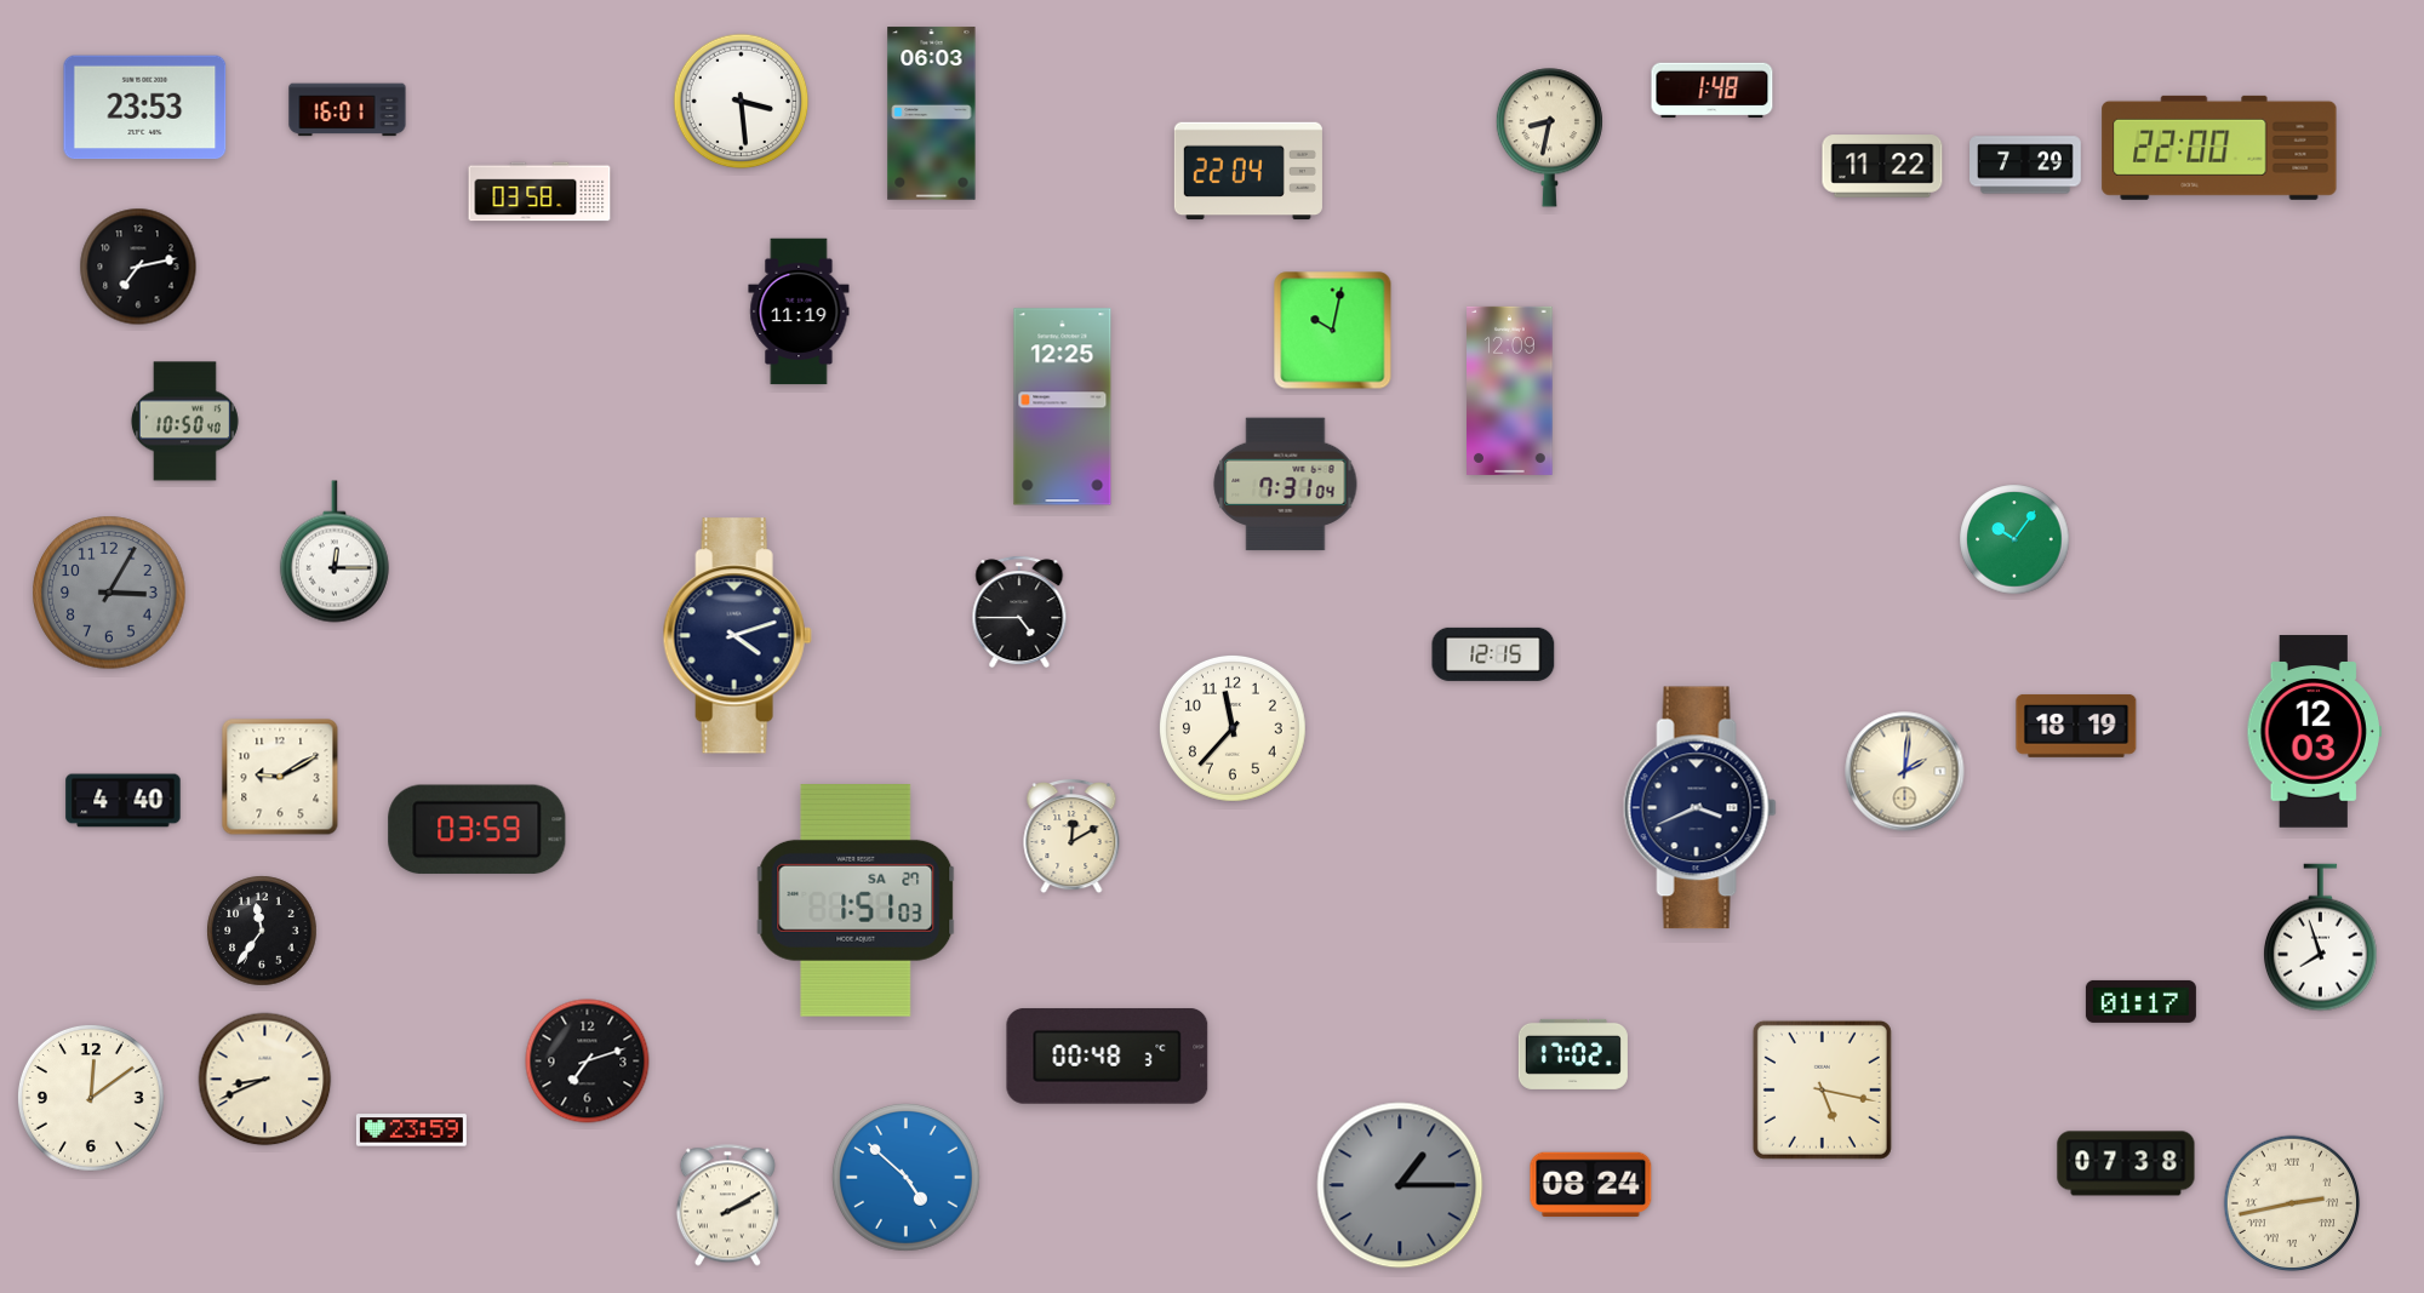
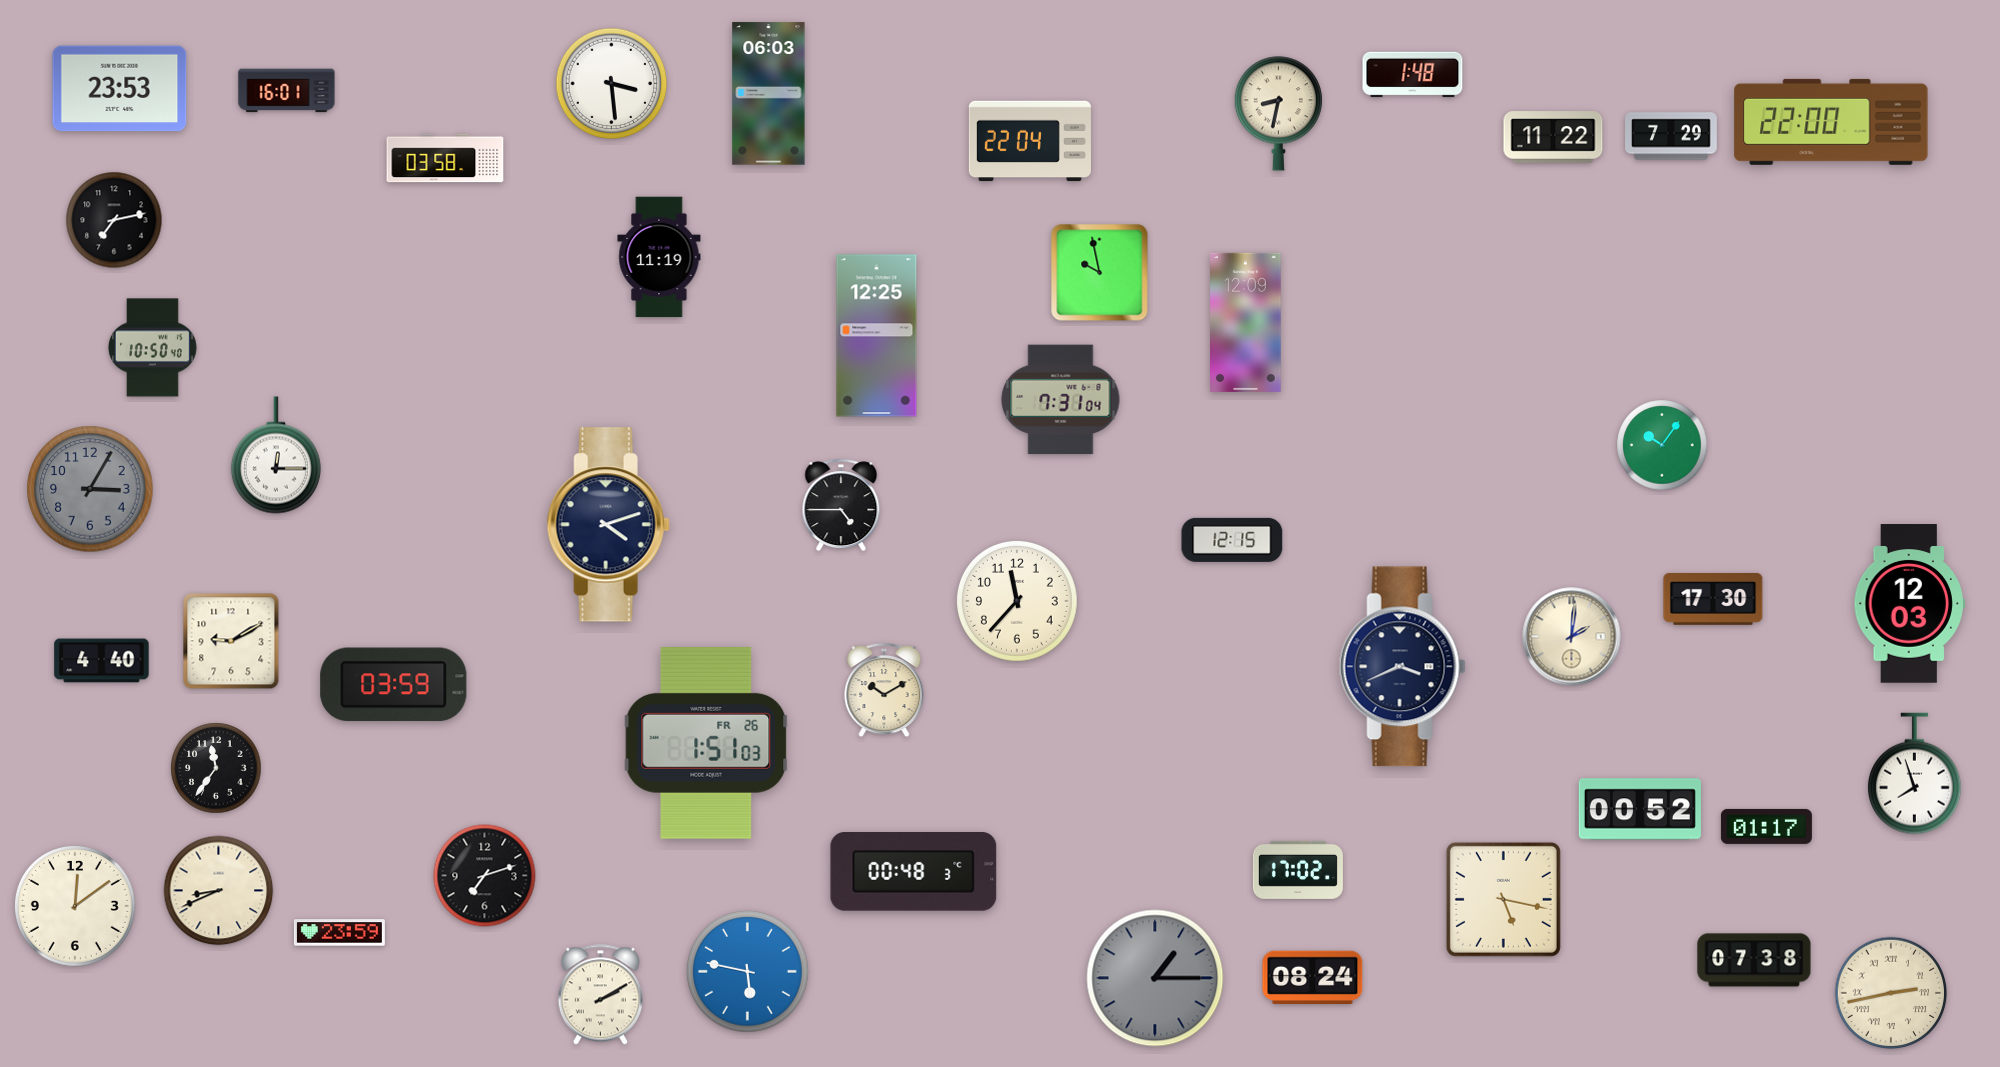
clock at (1333, 331): 10:02 -> 9:58
clock at (2076, 726): 18:19 -> 17:30
clock at (1071, 836): 12:10 -> 10:10
clock at (856, 900) date: SA 27 -> FR 26
clock at (1640, 809): none -> 00:52
clock at (907, 1178): 4:52 -> 5:47
